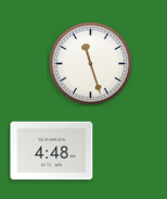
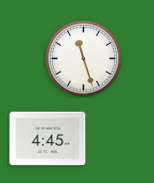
clock at (52, 151): 4:48 -> 4:45
